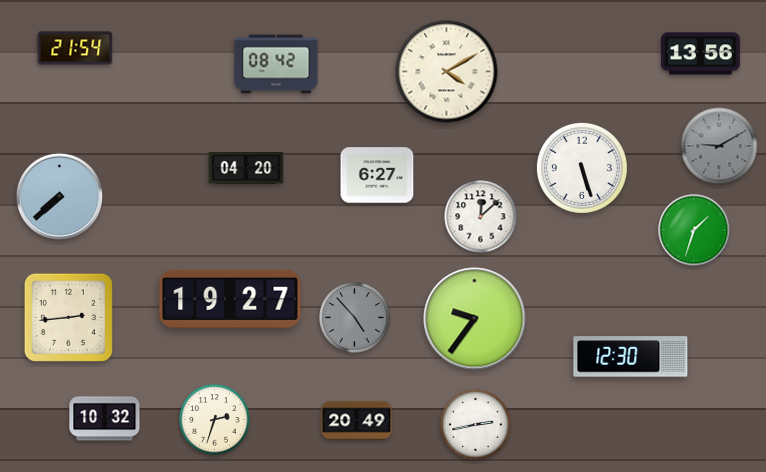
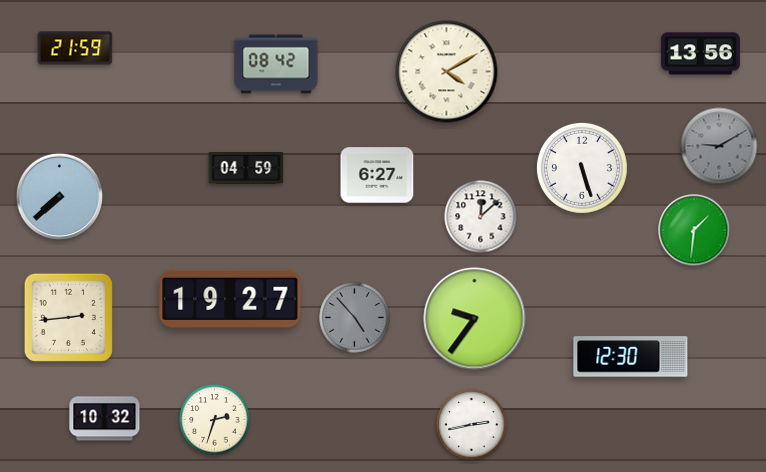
clock at (75, 48): 21:54 -> 21:59
clock at (246, 169): 04:20 -> 04:59
clock at (694, 230): 1:33 -> 1:31
clock at (357, 421): 20:49 -> none
clock at (476, 425) position: (476, 425) -> (472, 425)
